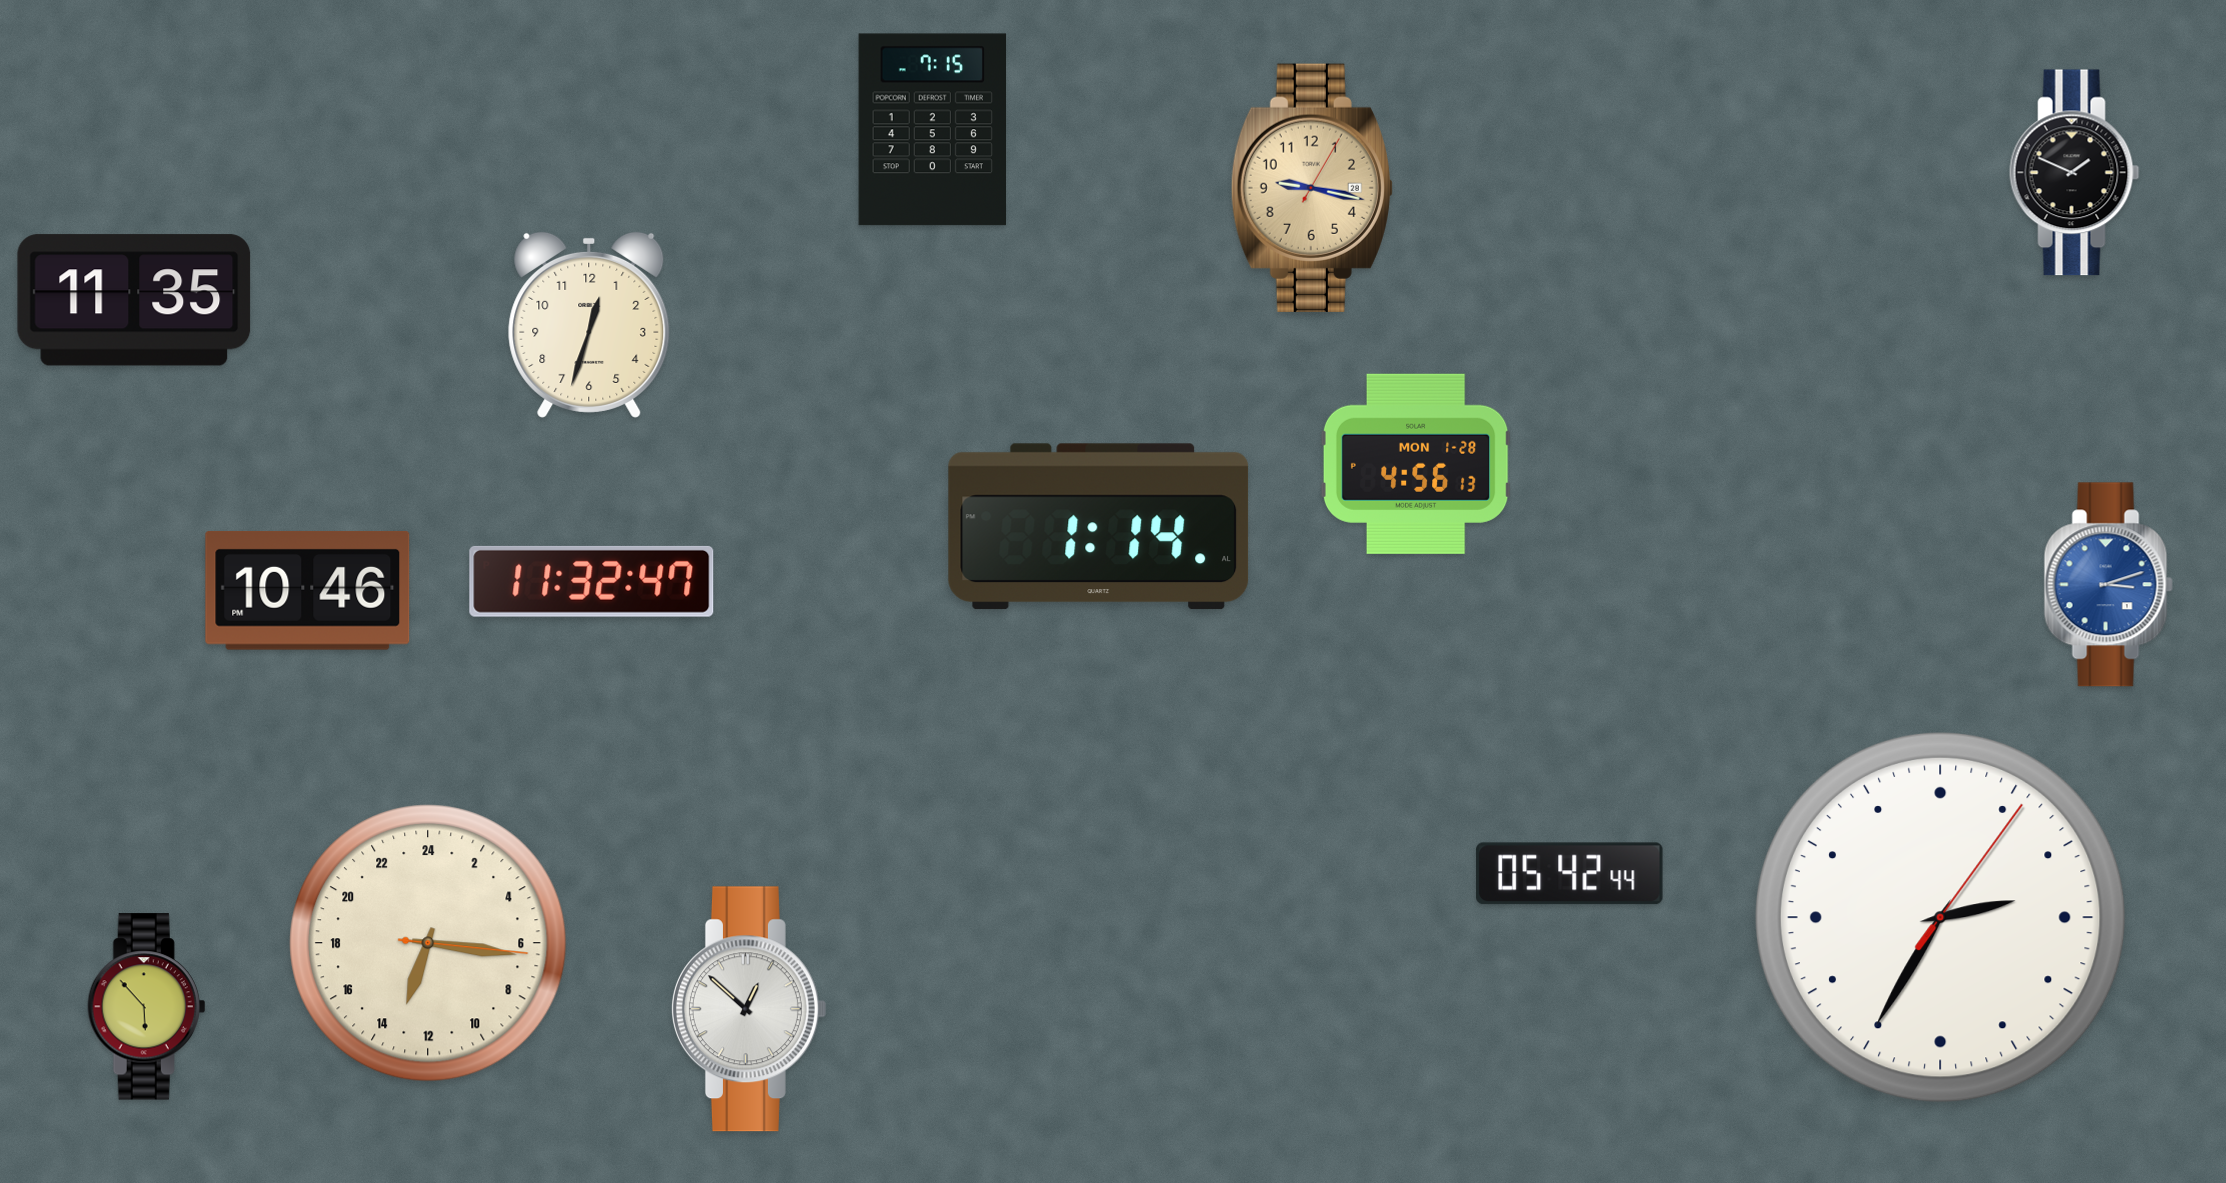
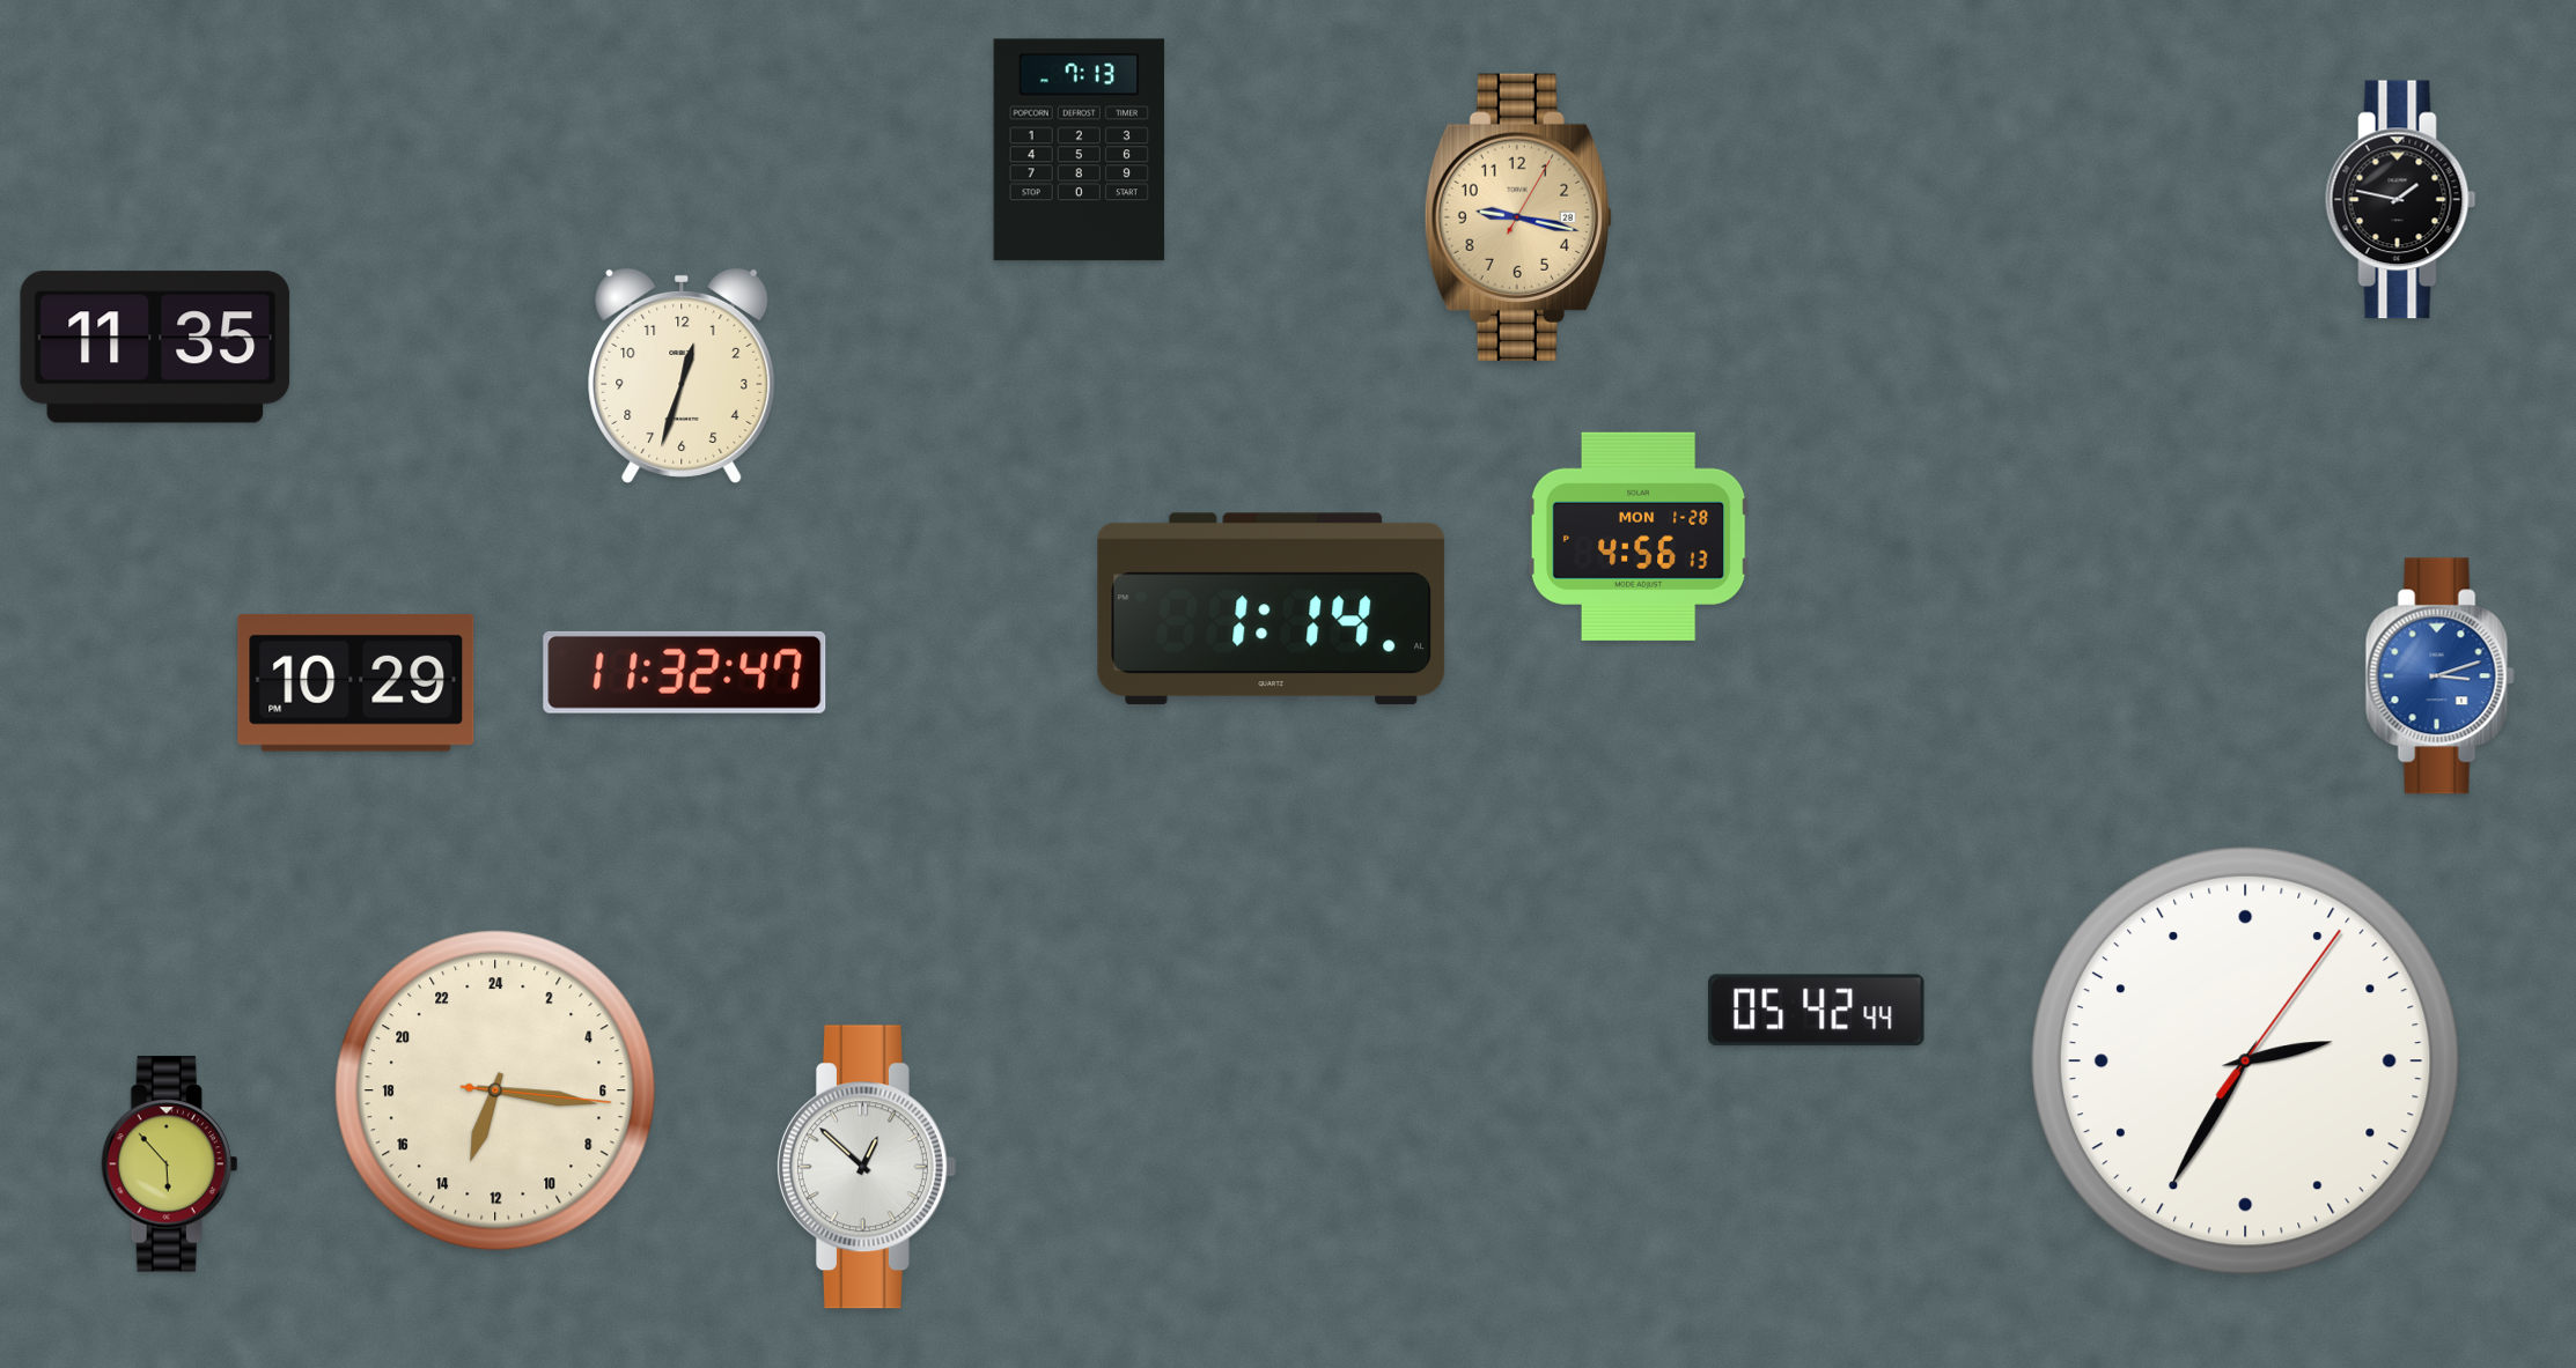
clock at (932, 130): 7:15 -> 7:13
clock at (2075, 173): 1:49 -> 1:47
clock at (308, 590): 10:46 -> 10:29
